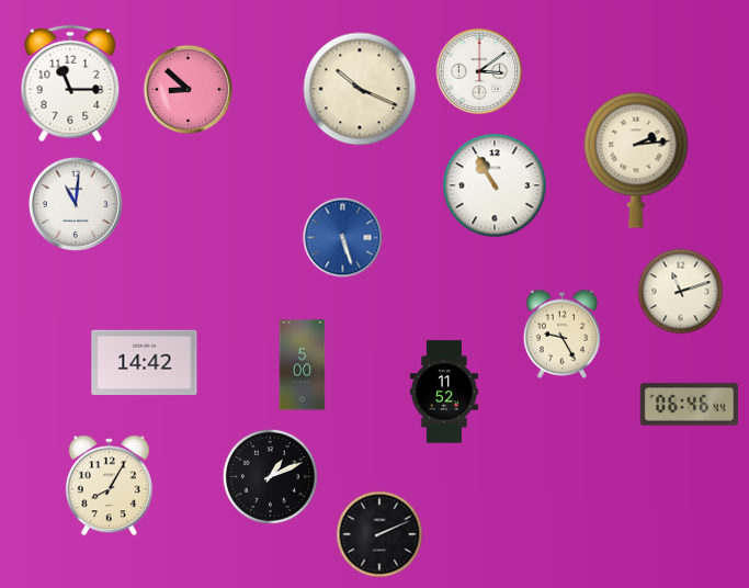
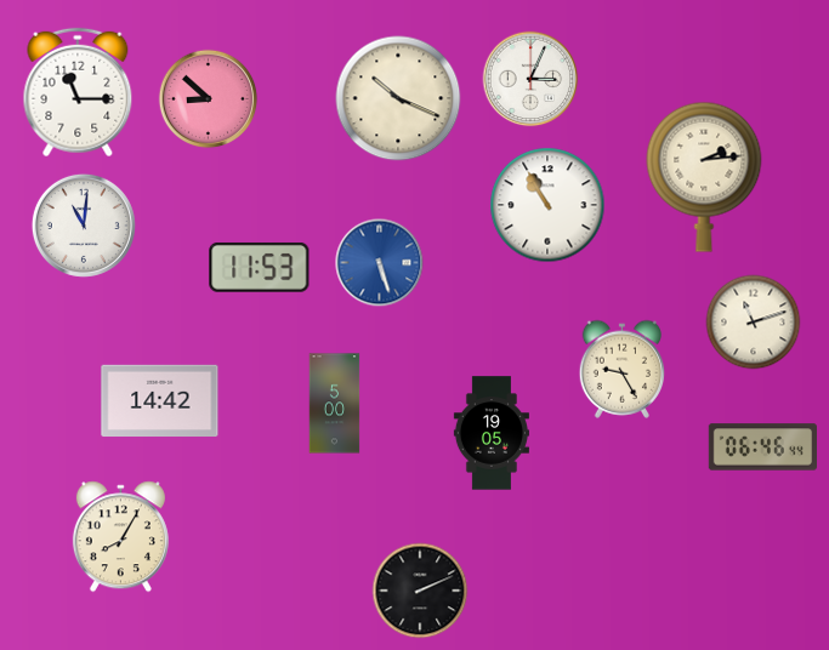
clock at (479, 71): 3:09 -> 3:04
clock at (260, 267): none -> 11:53
clock at (444, 392): 11:52 -> 19:05
clock at (270, 476): 1:11 -> none
